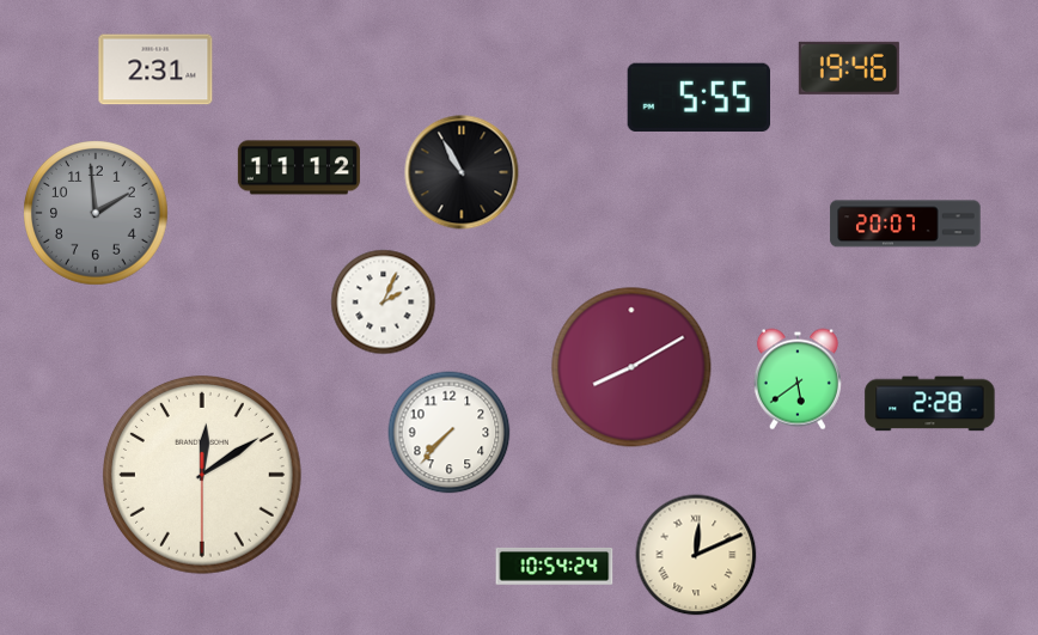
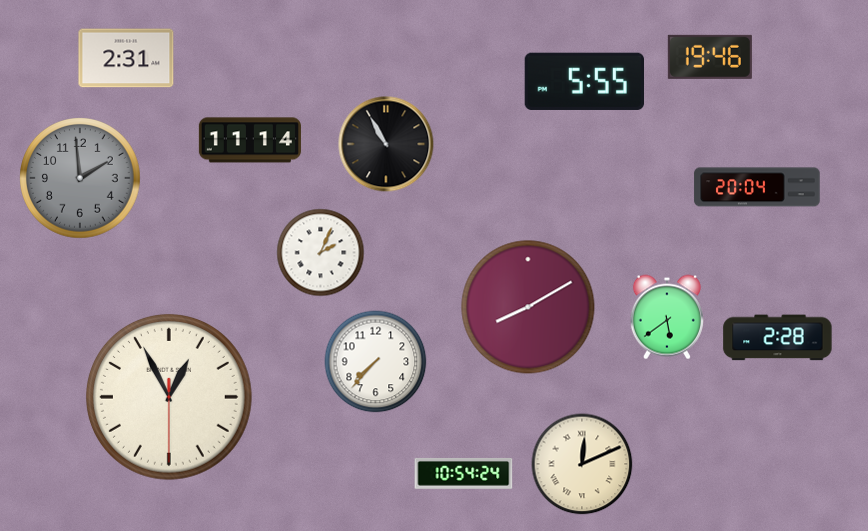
clock at (155, 69) position: (155, 69) -> (126, 58)
clock at (299, 167): 11:12 -> 11:14
clock at (905, 224): 20:07 -> 20:04
clock at (202, 475): 12:09 -> 12:55
